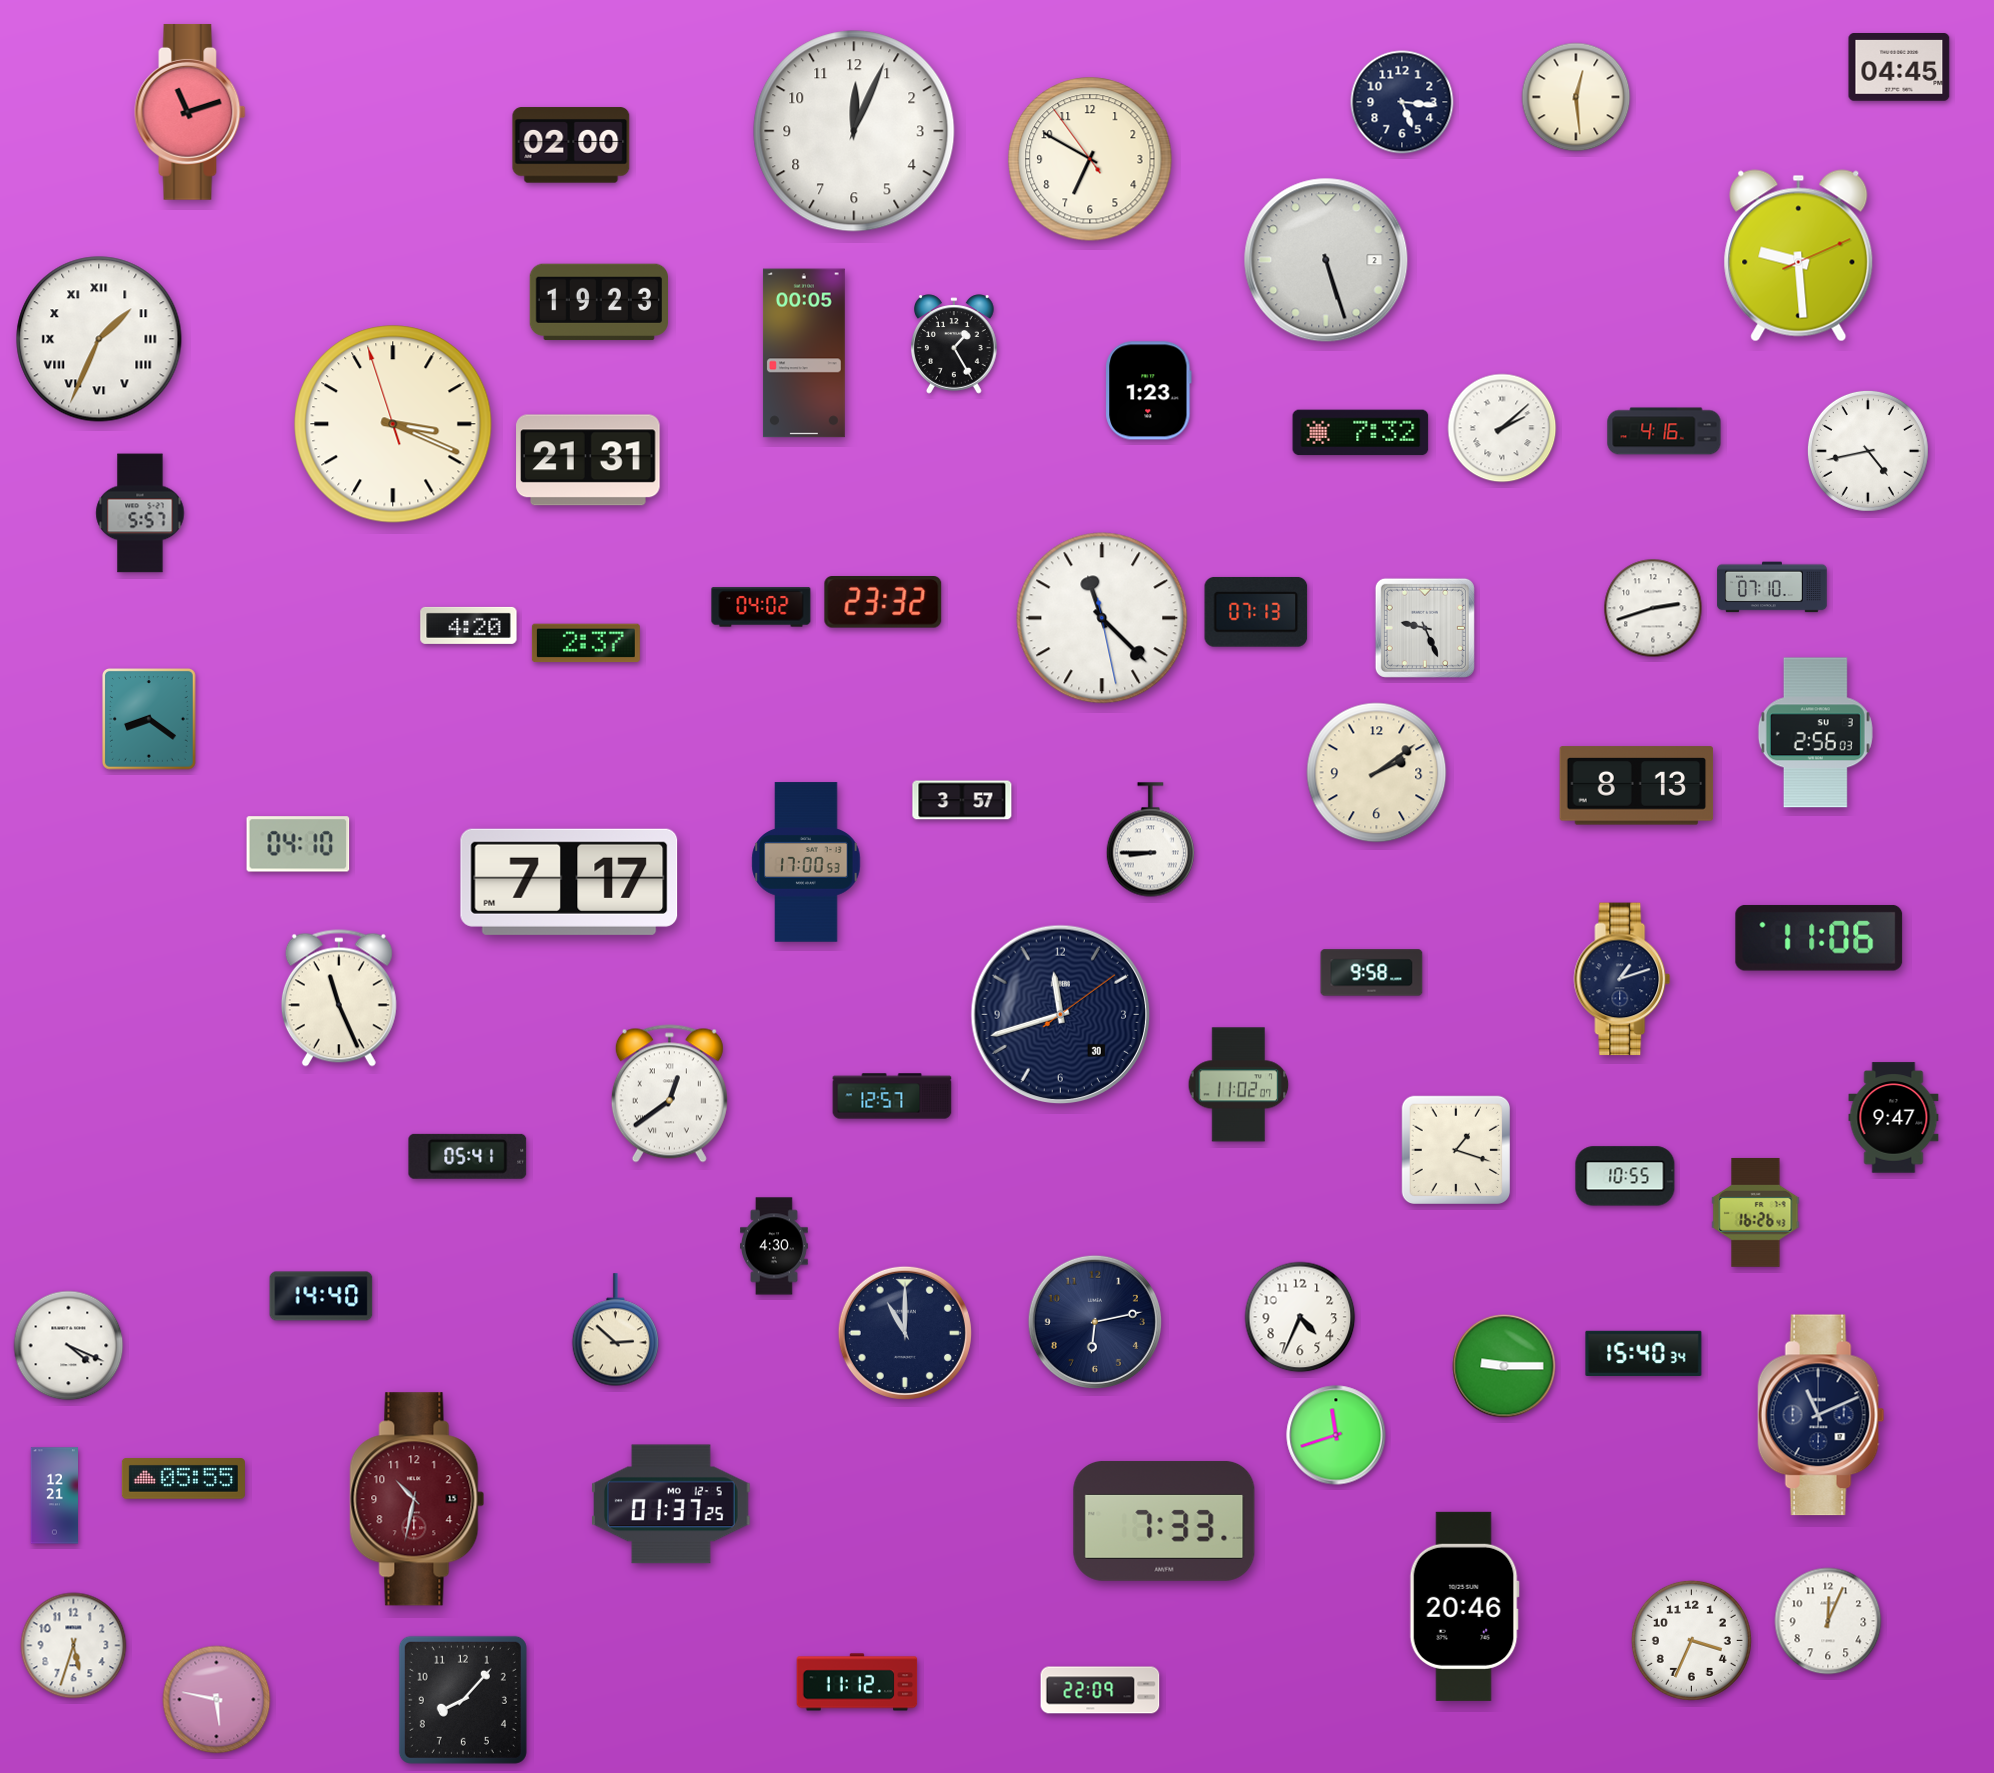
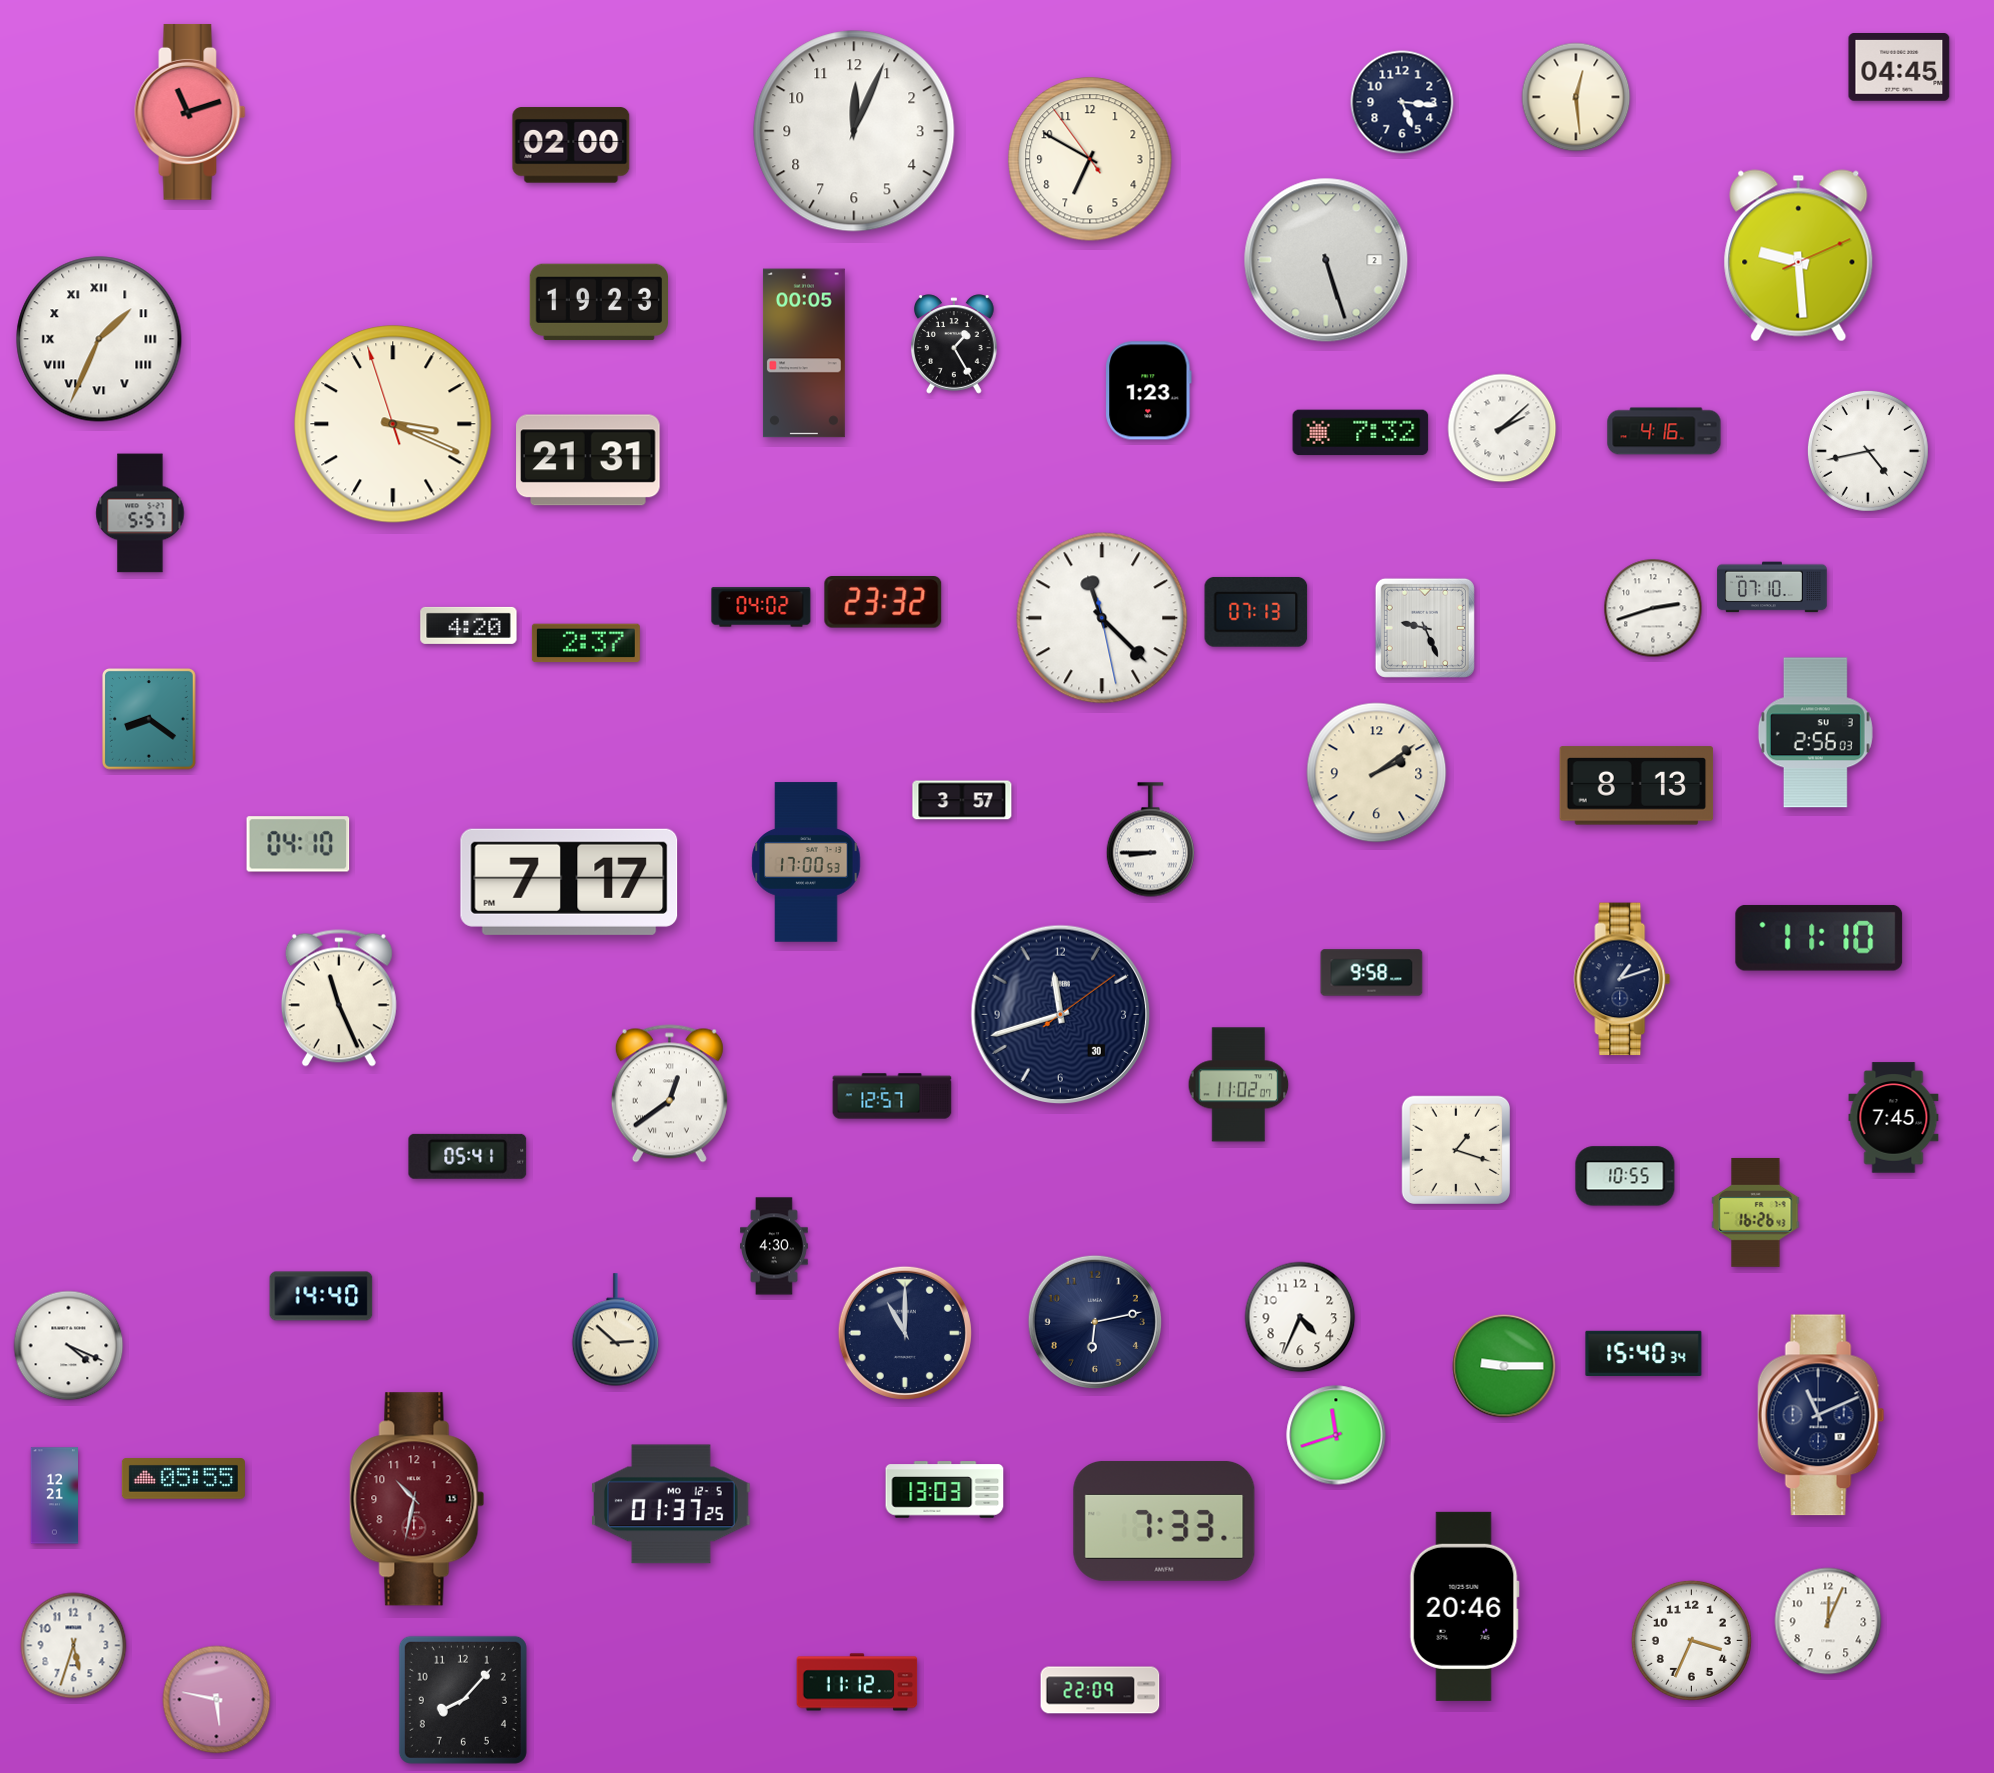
clock at (1819, 938): 11:06 -> 11:10
clock at (1894, 1118): 9:47 -> 7:45
clock at (945, 1490): none -> 13:03
